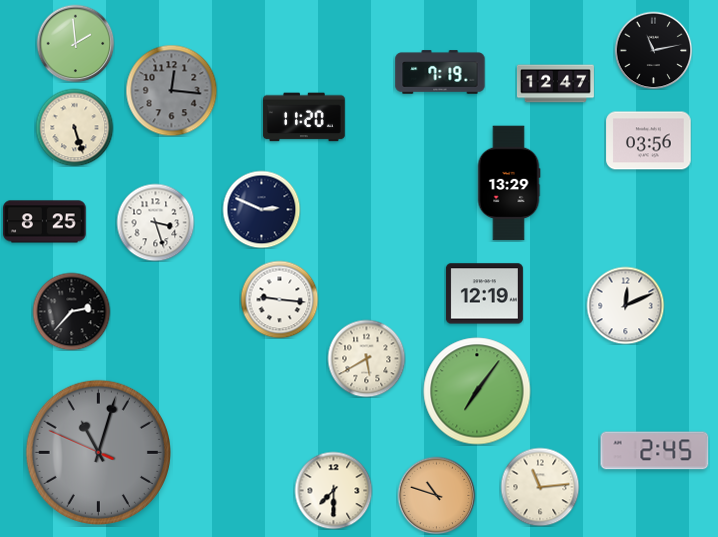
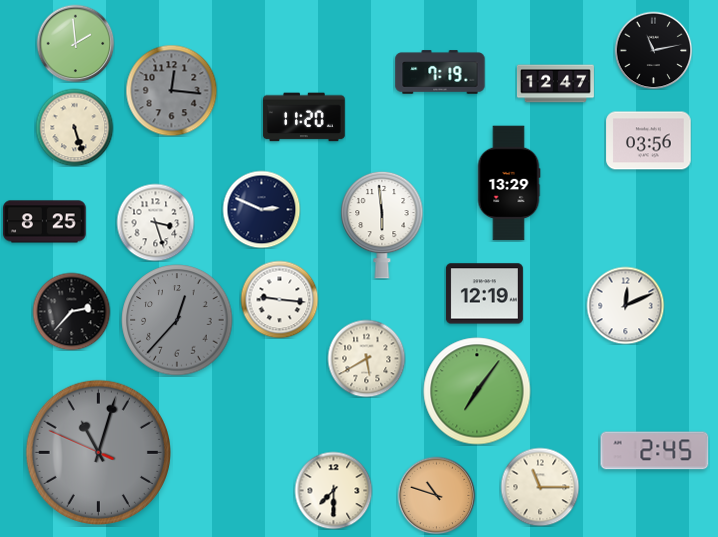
clock at (382, 225): none -> 5:59
clock at (177, 320): none -> 12:37
clock at (540, 487): 11:14 -> 11:15
